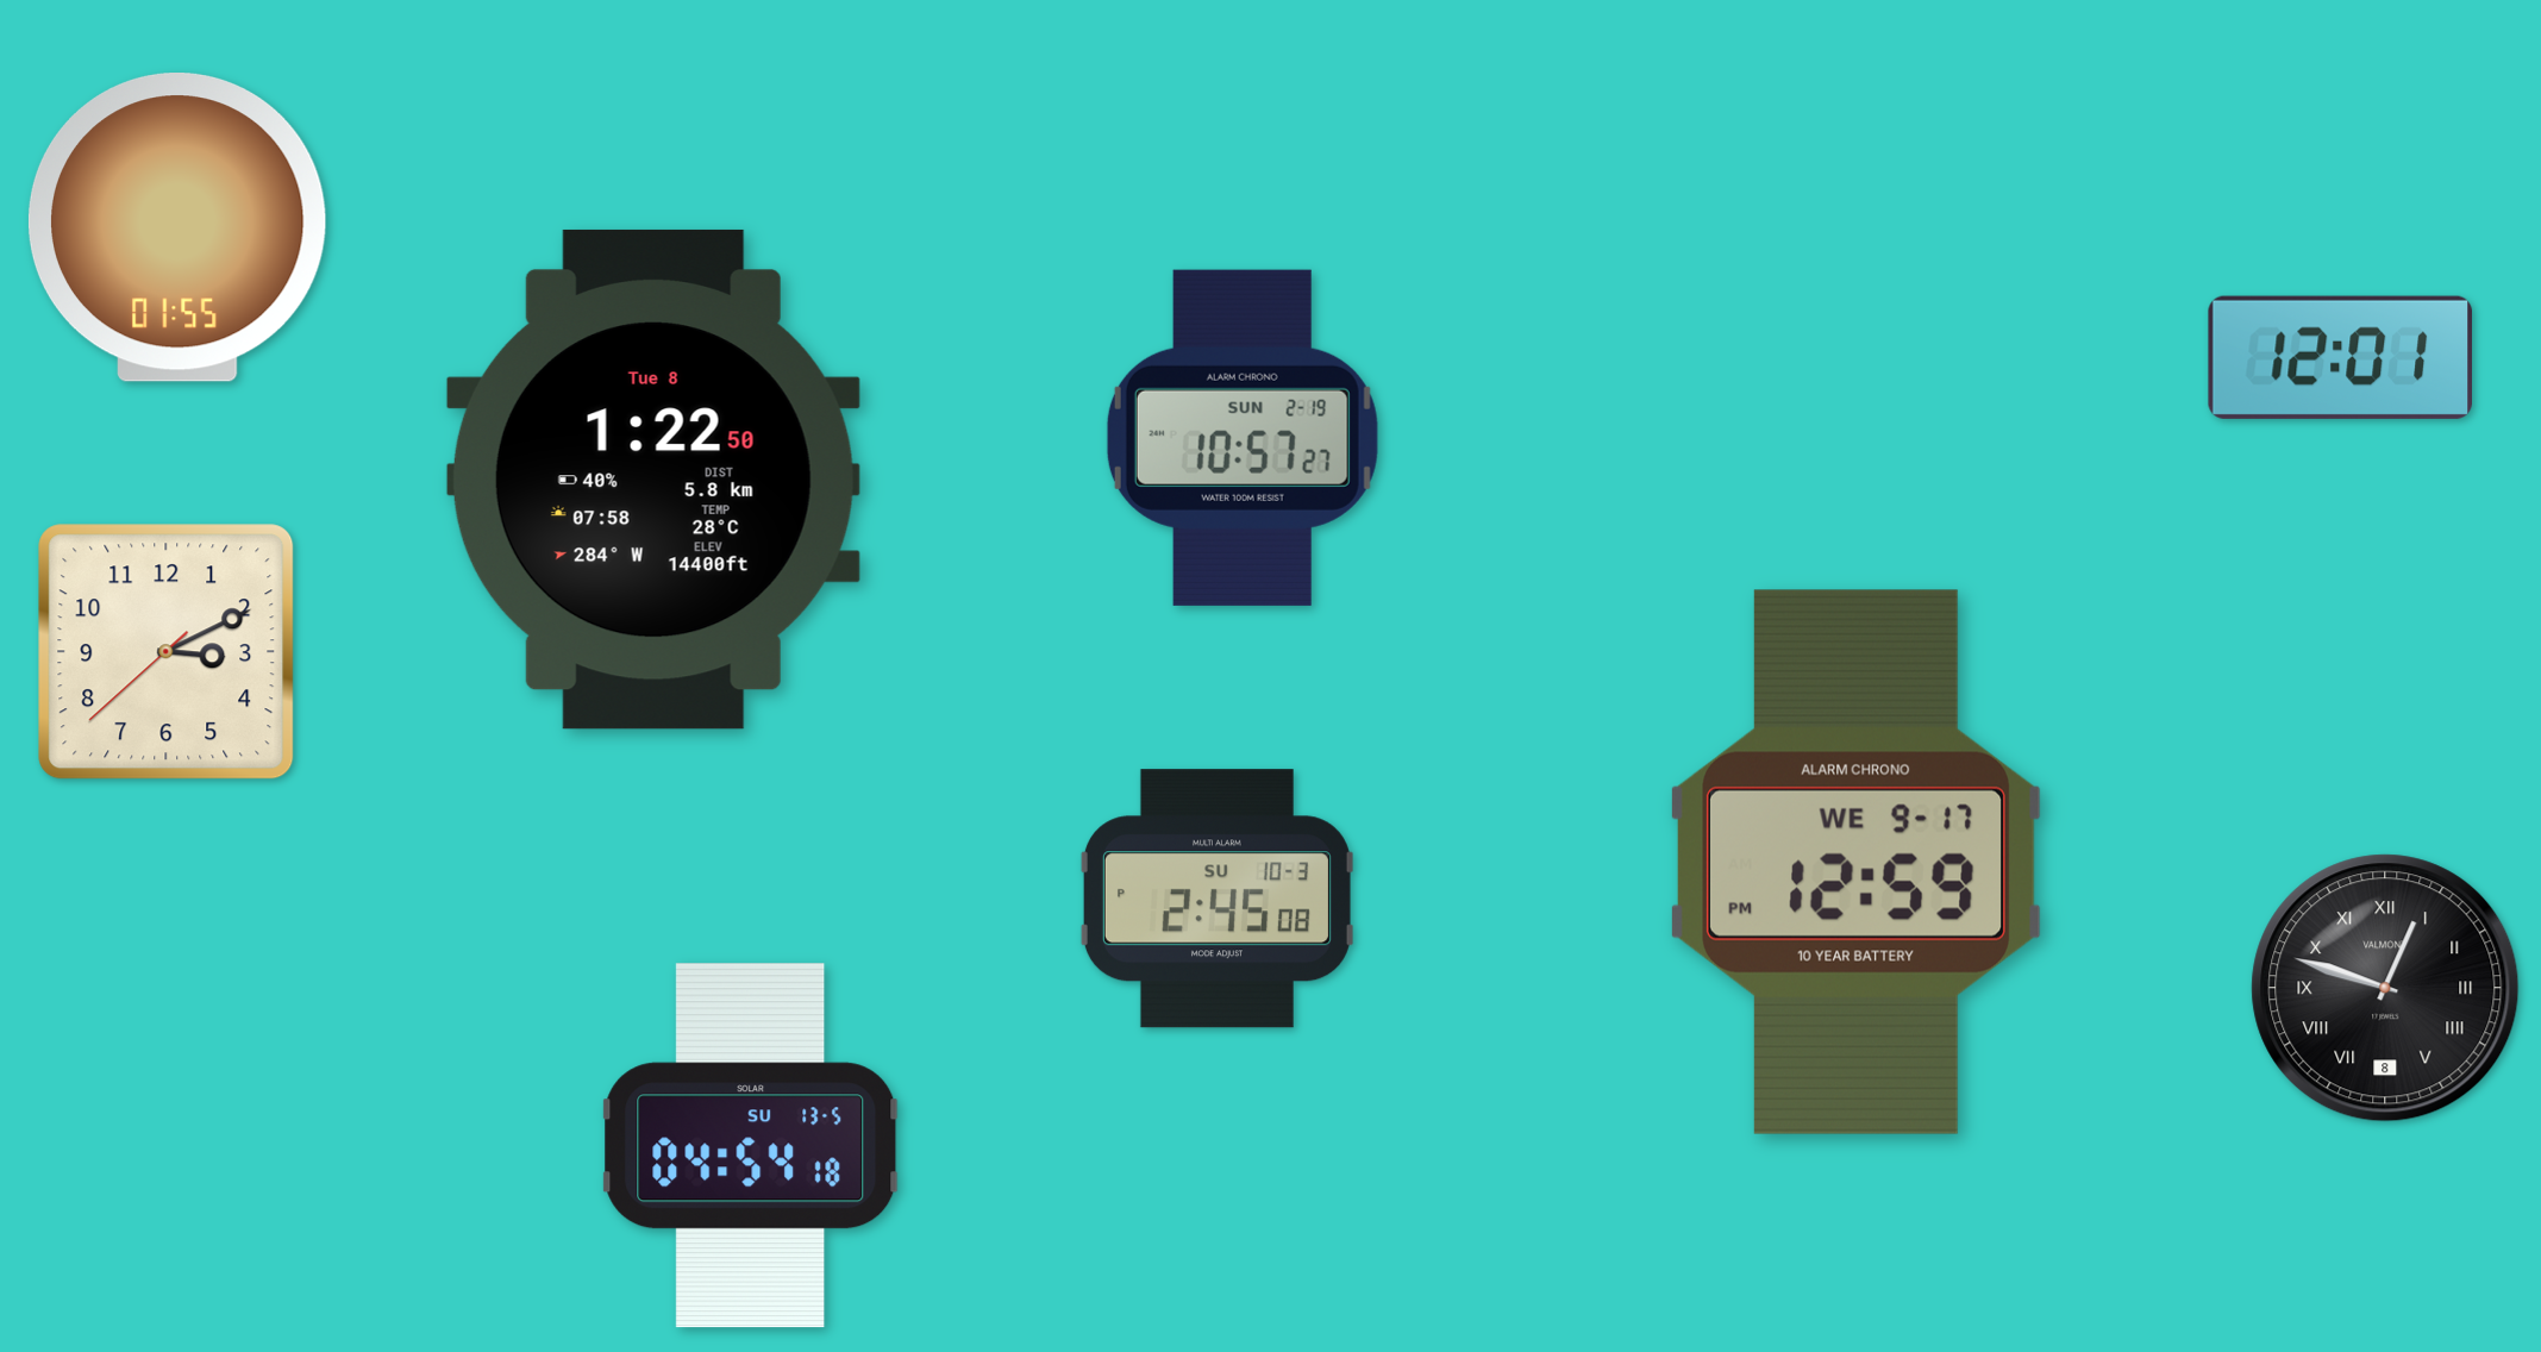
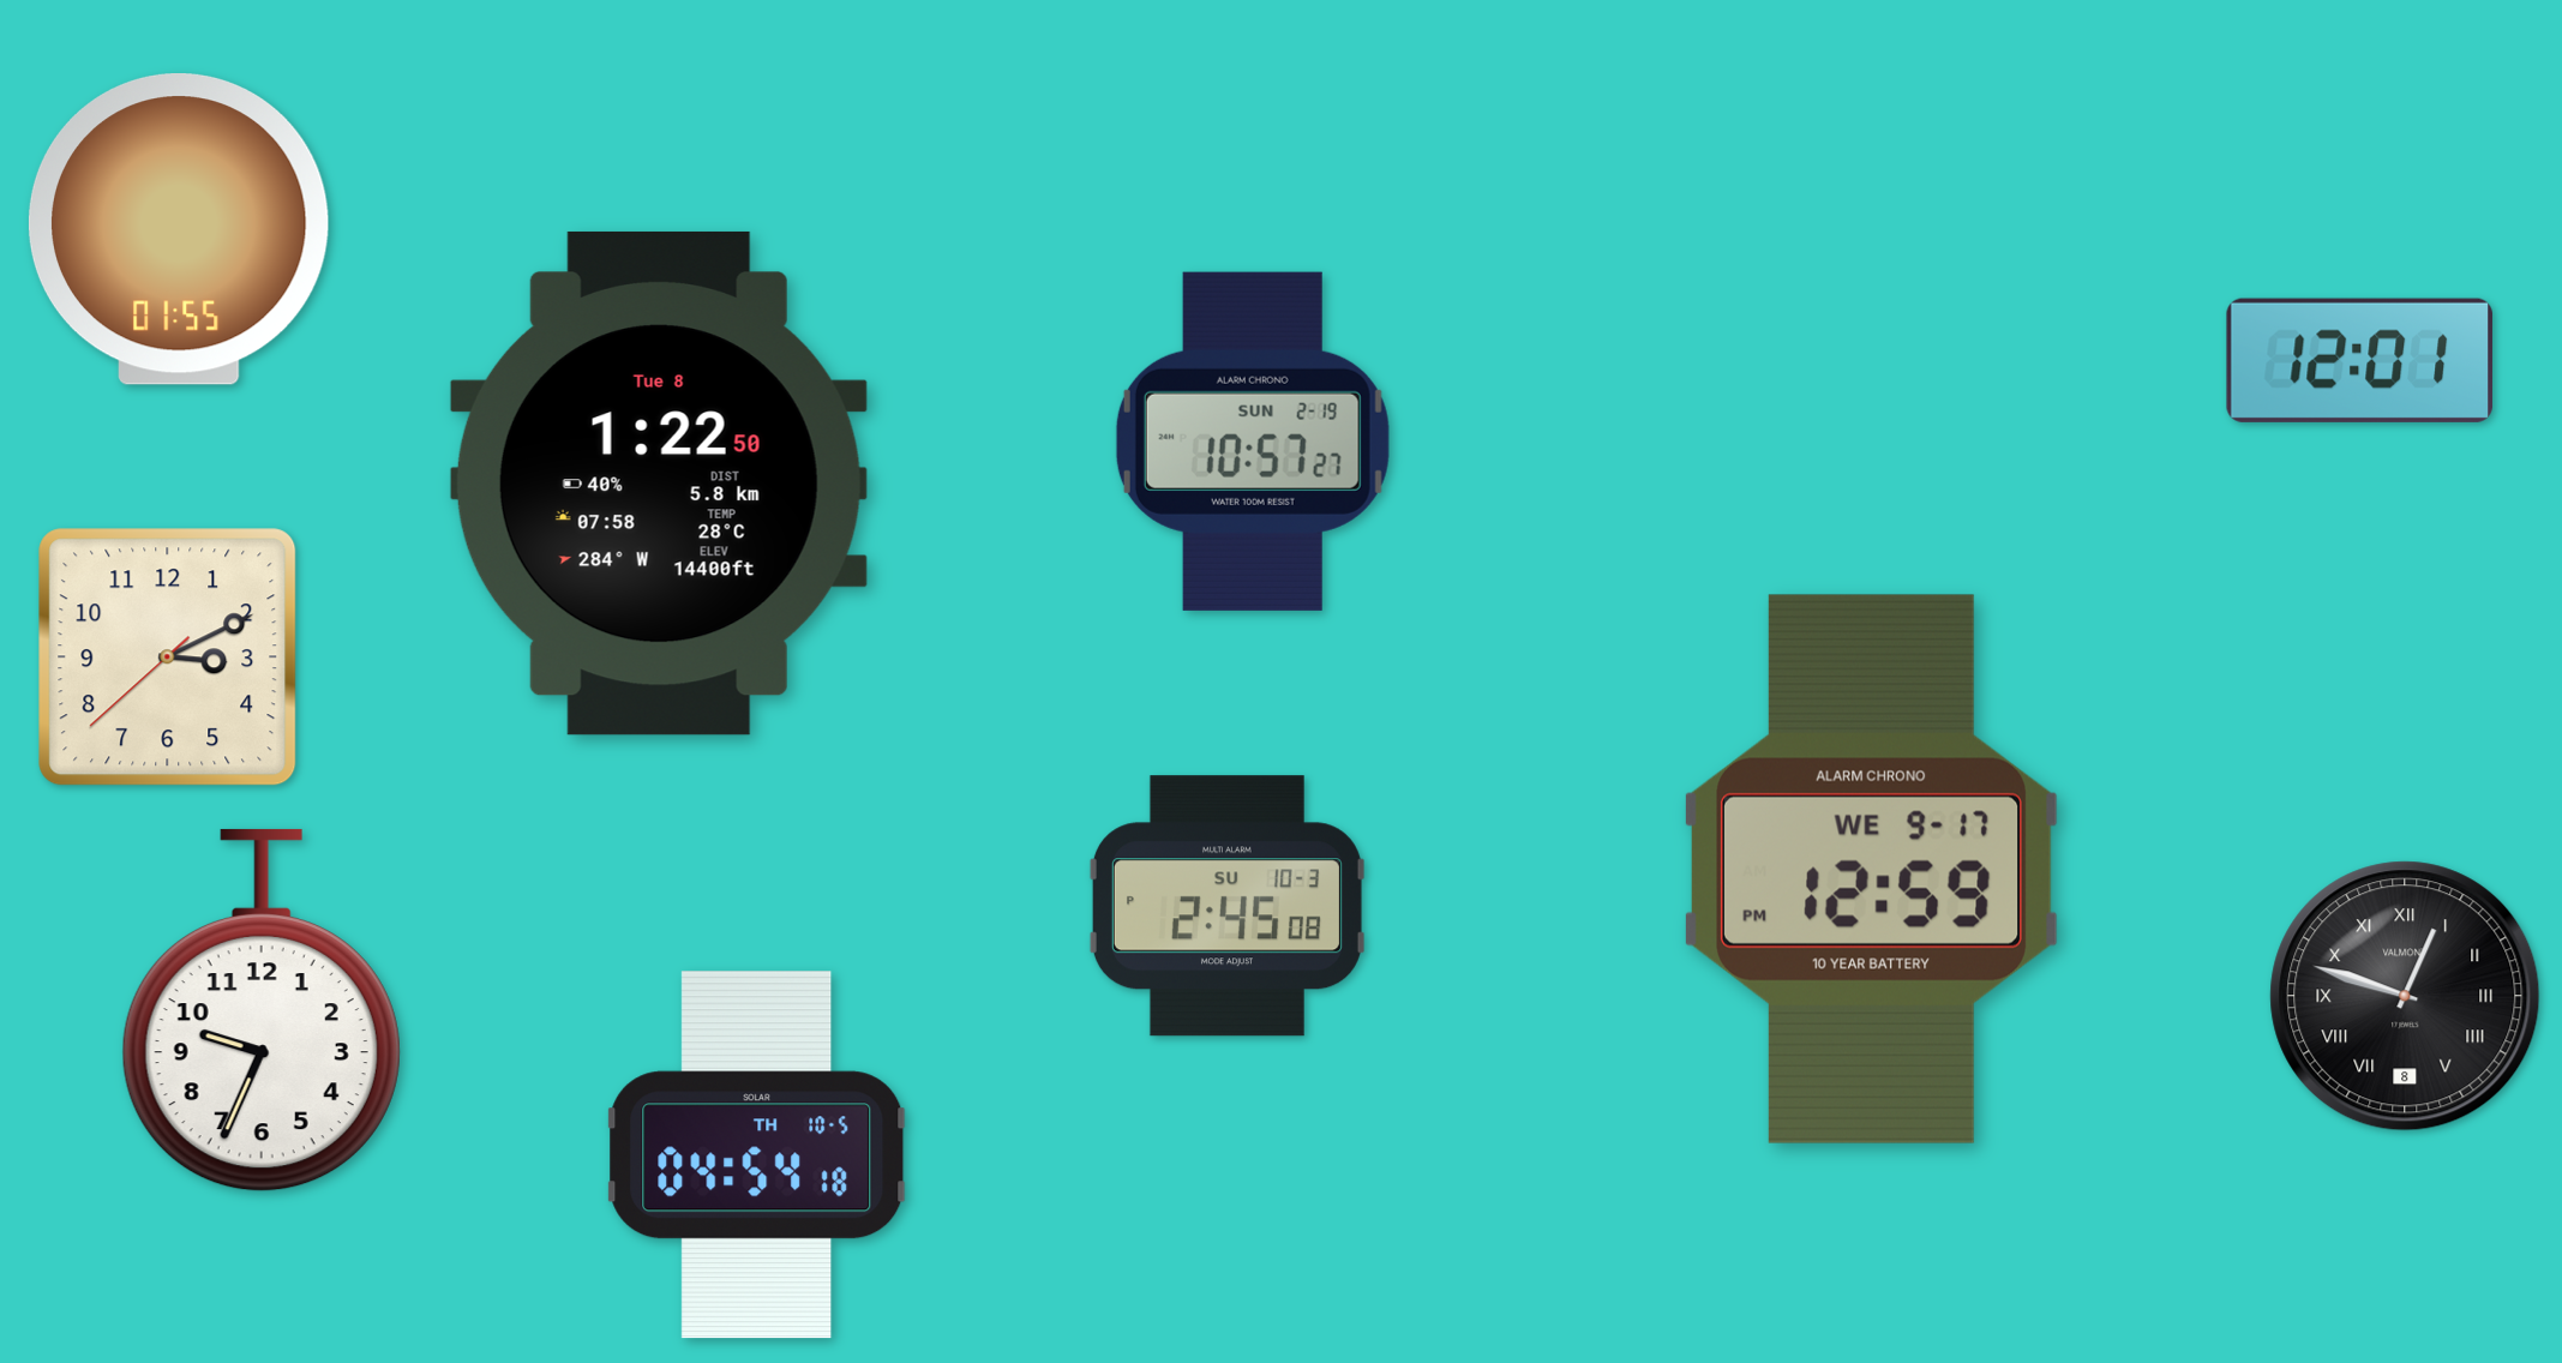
clock at (262, 1010): none -> 9:34
clock at (751, 1146) date: SU 13-5 -> TH 10-5
